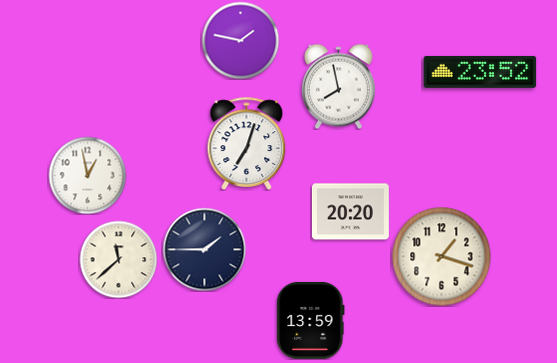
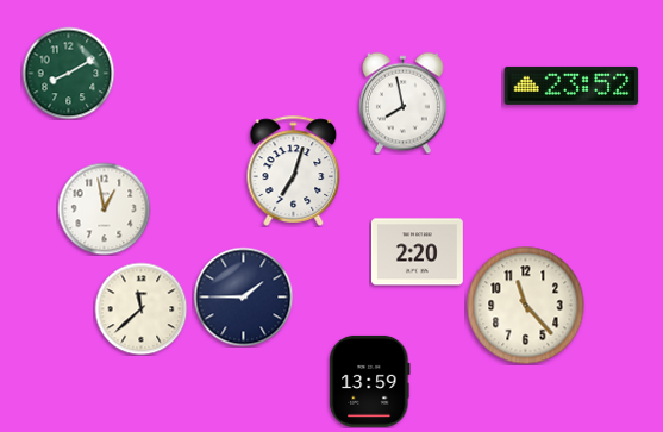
clock at (240, 40): 1:47 -> none
clock at (68, 73): none -> 8:10
clock at (350, 212): 20:20 -> 2:20
clock at (442, 257): 1:18 -> 11:23
